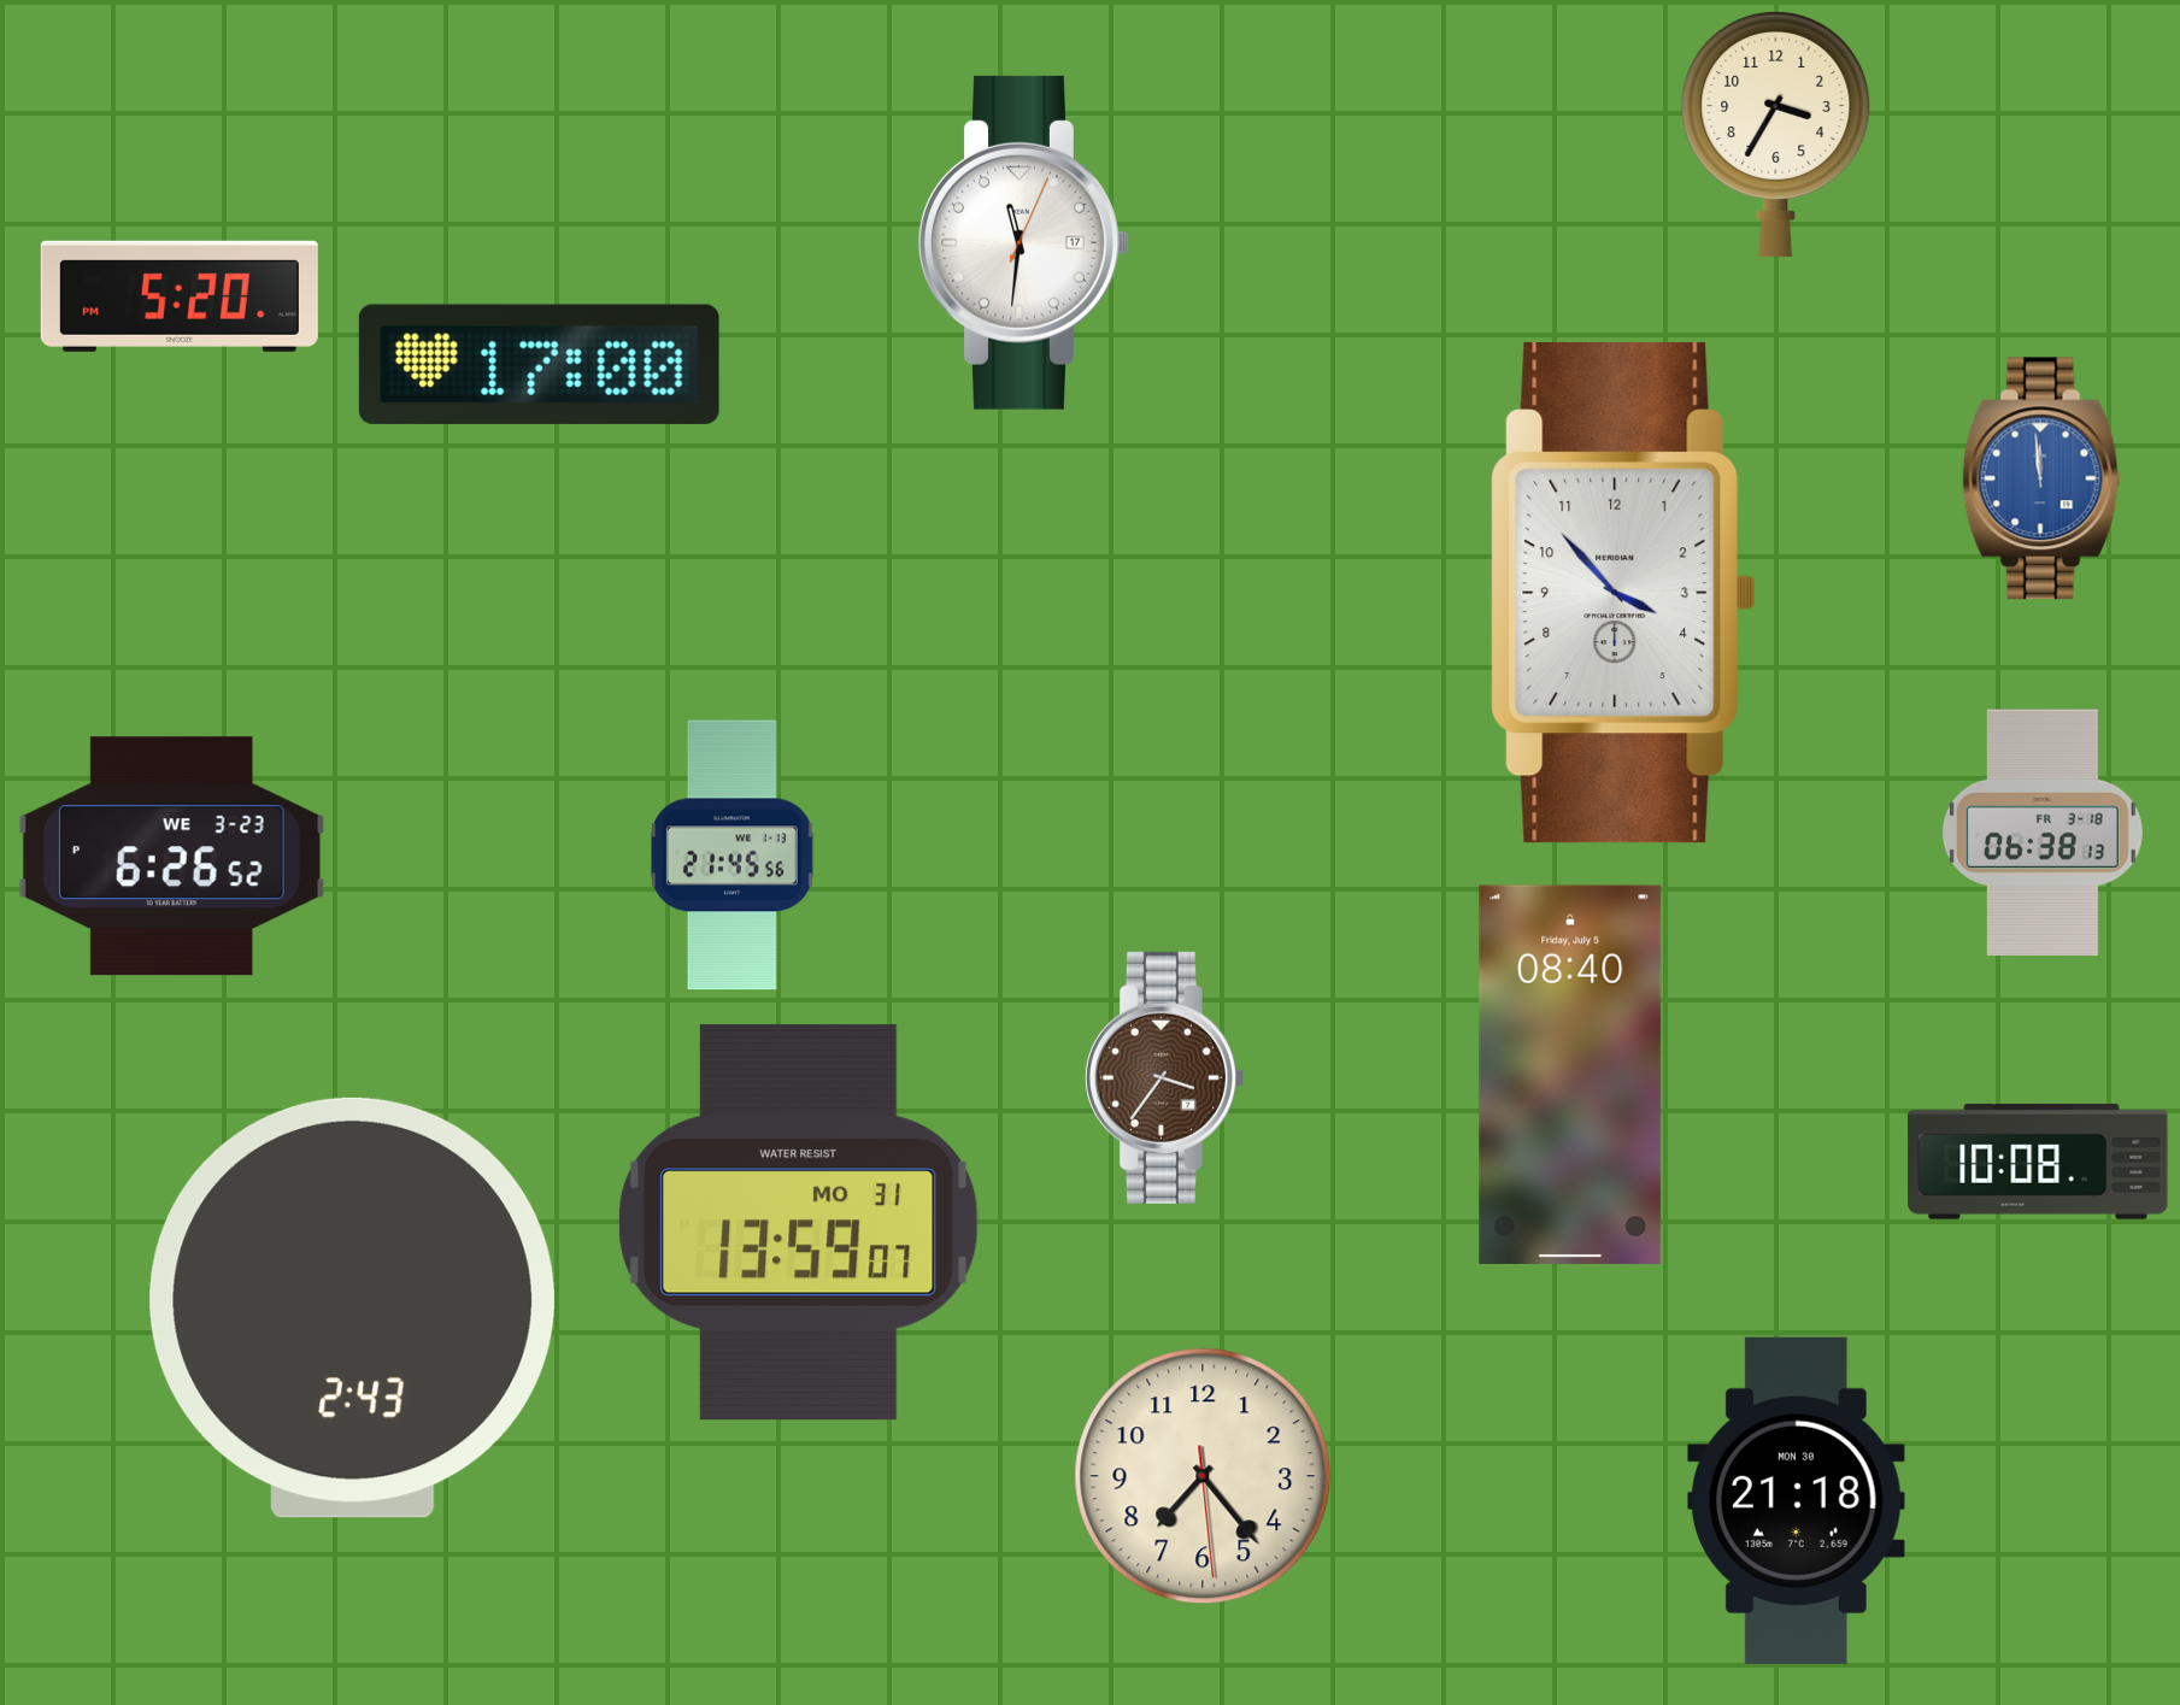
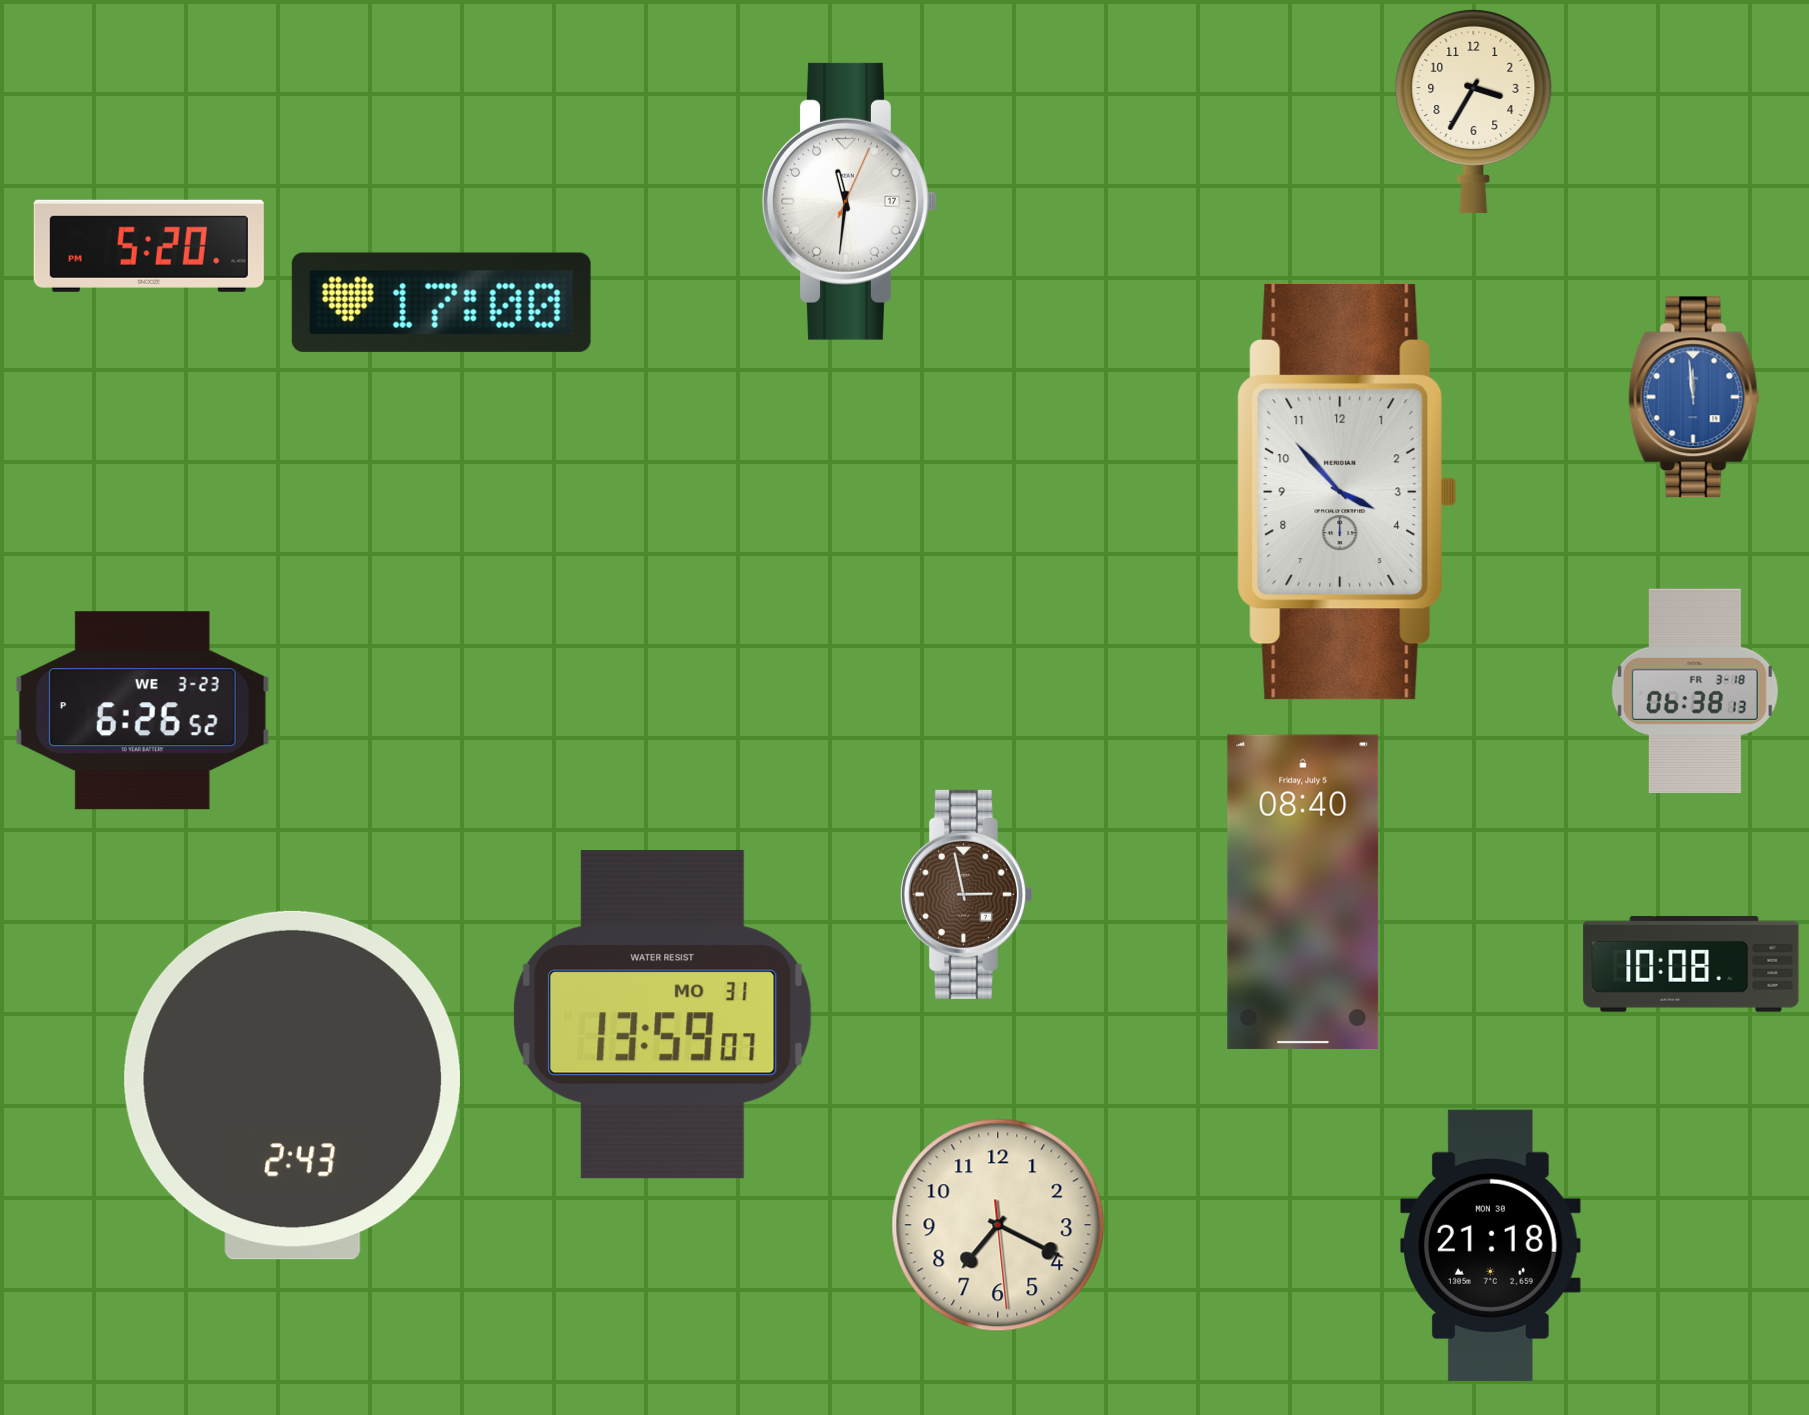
clock at (539, 364) position: (539, 364) -> (441, 302)
clock at (731, 856): 21:45 -> none
clock at (1164, 1077): 3:36 -> 2:58
clock at (1203, 1476): 7:23 -> 7:19
